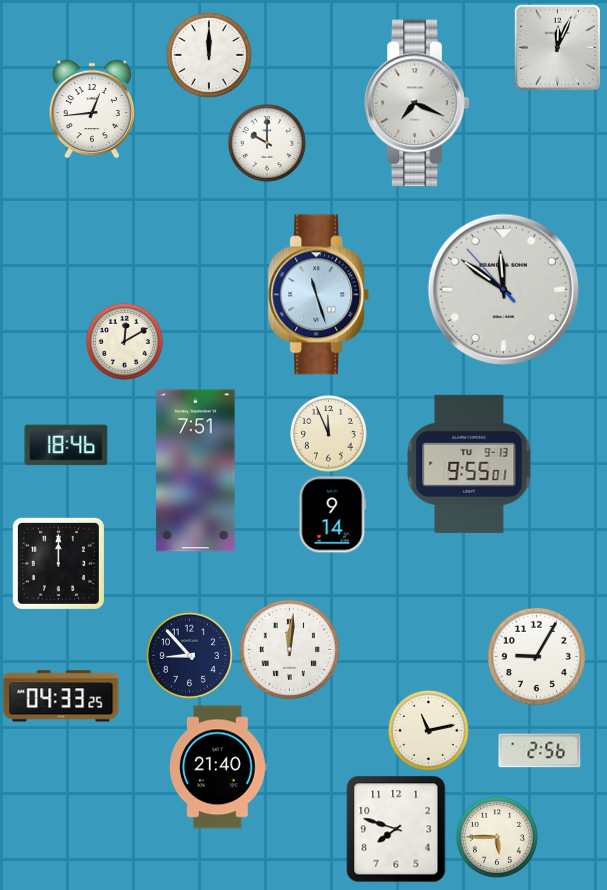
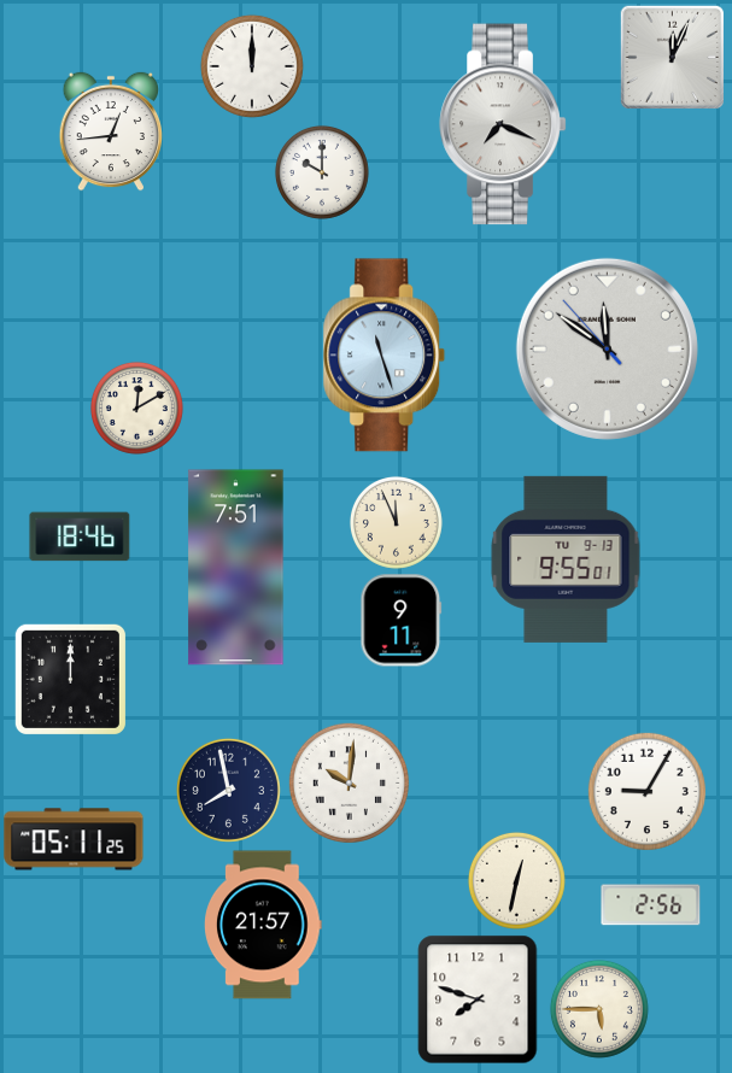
clock at (124, 341) position: (124, 341) -> (136, 407)
clock at (333, 515): 9:14 -> 9:11
clock at (289, 649): 12:01 -> 10:01
clock at (189, 655): 8:53 -> 7:58
clock at (61, 696): 04:33 -> 05:11
clock at (428, 730): 11:13 -> 12:32
clock at (219, 767): 21:40 -> 21:57
